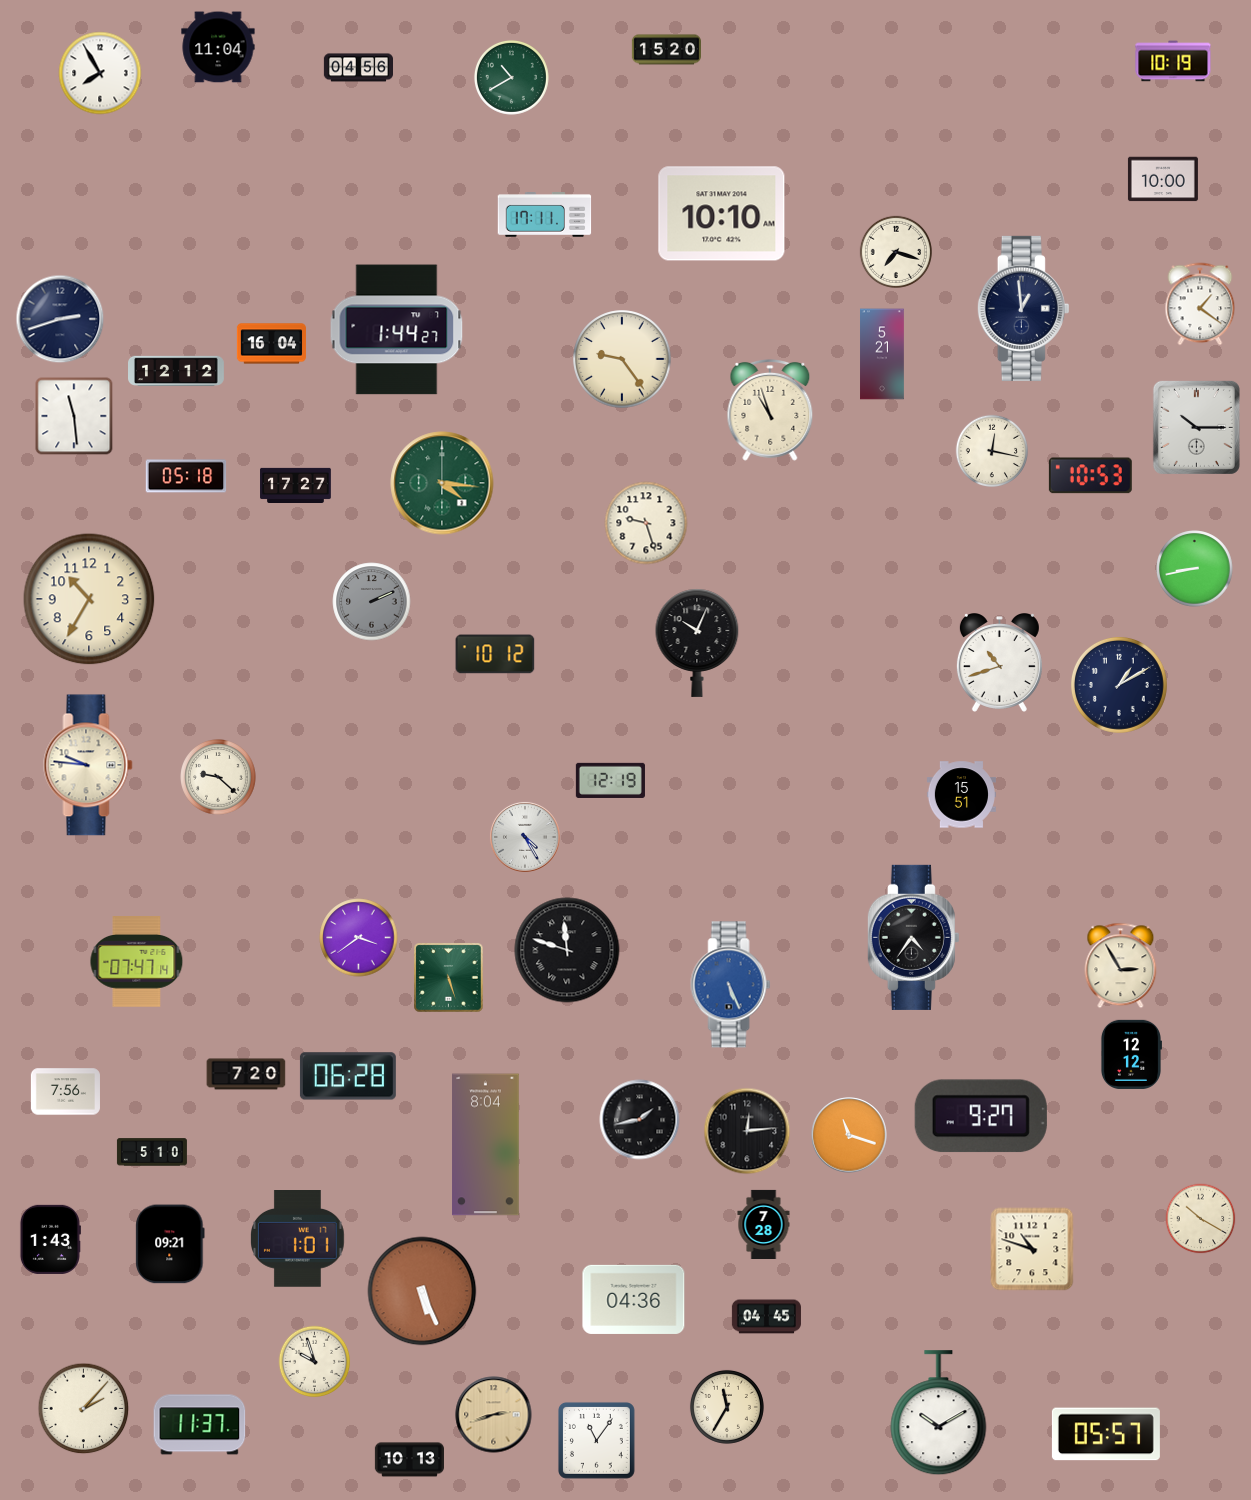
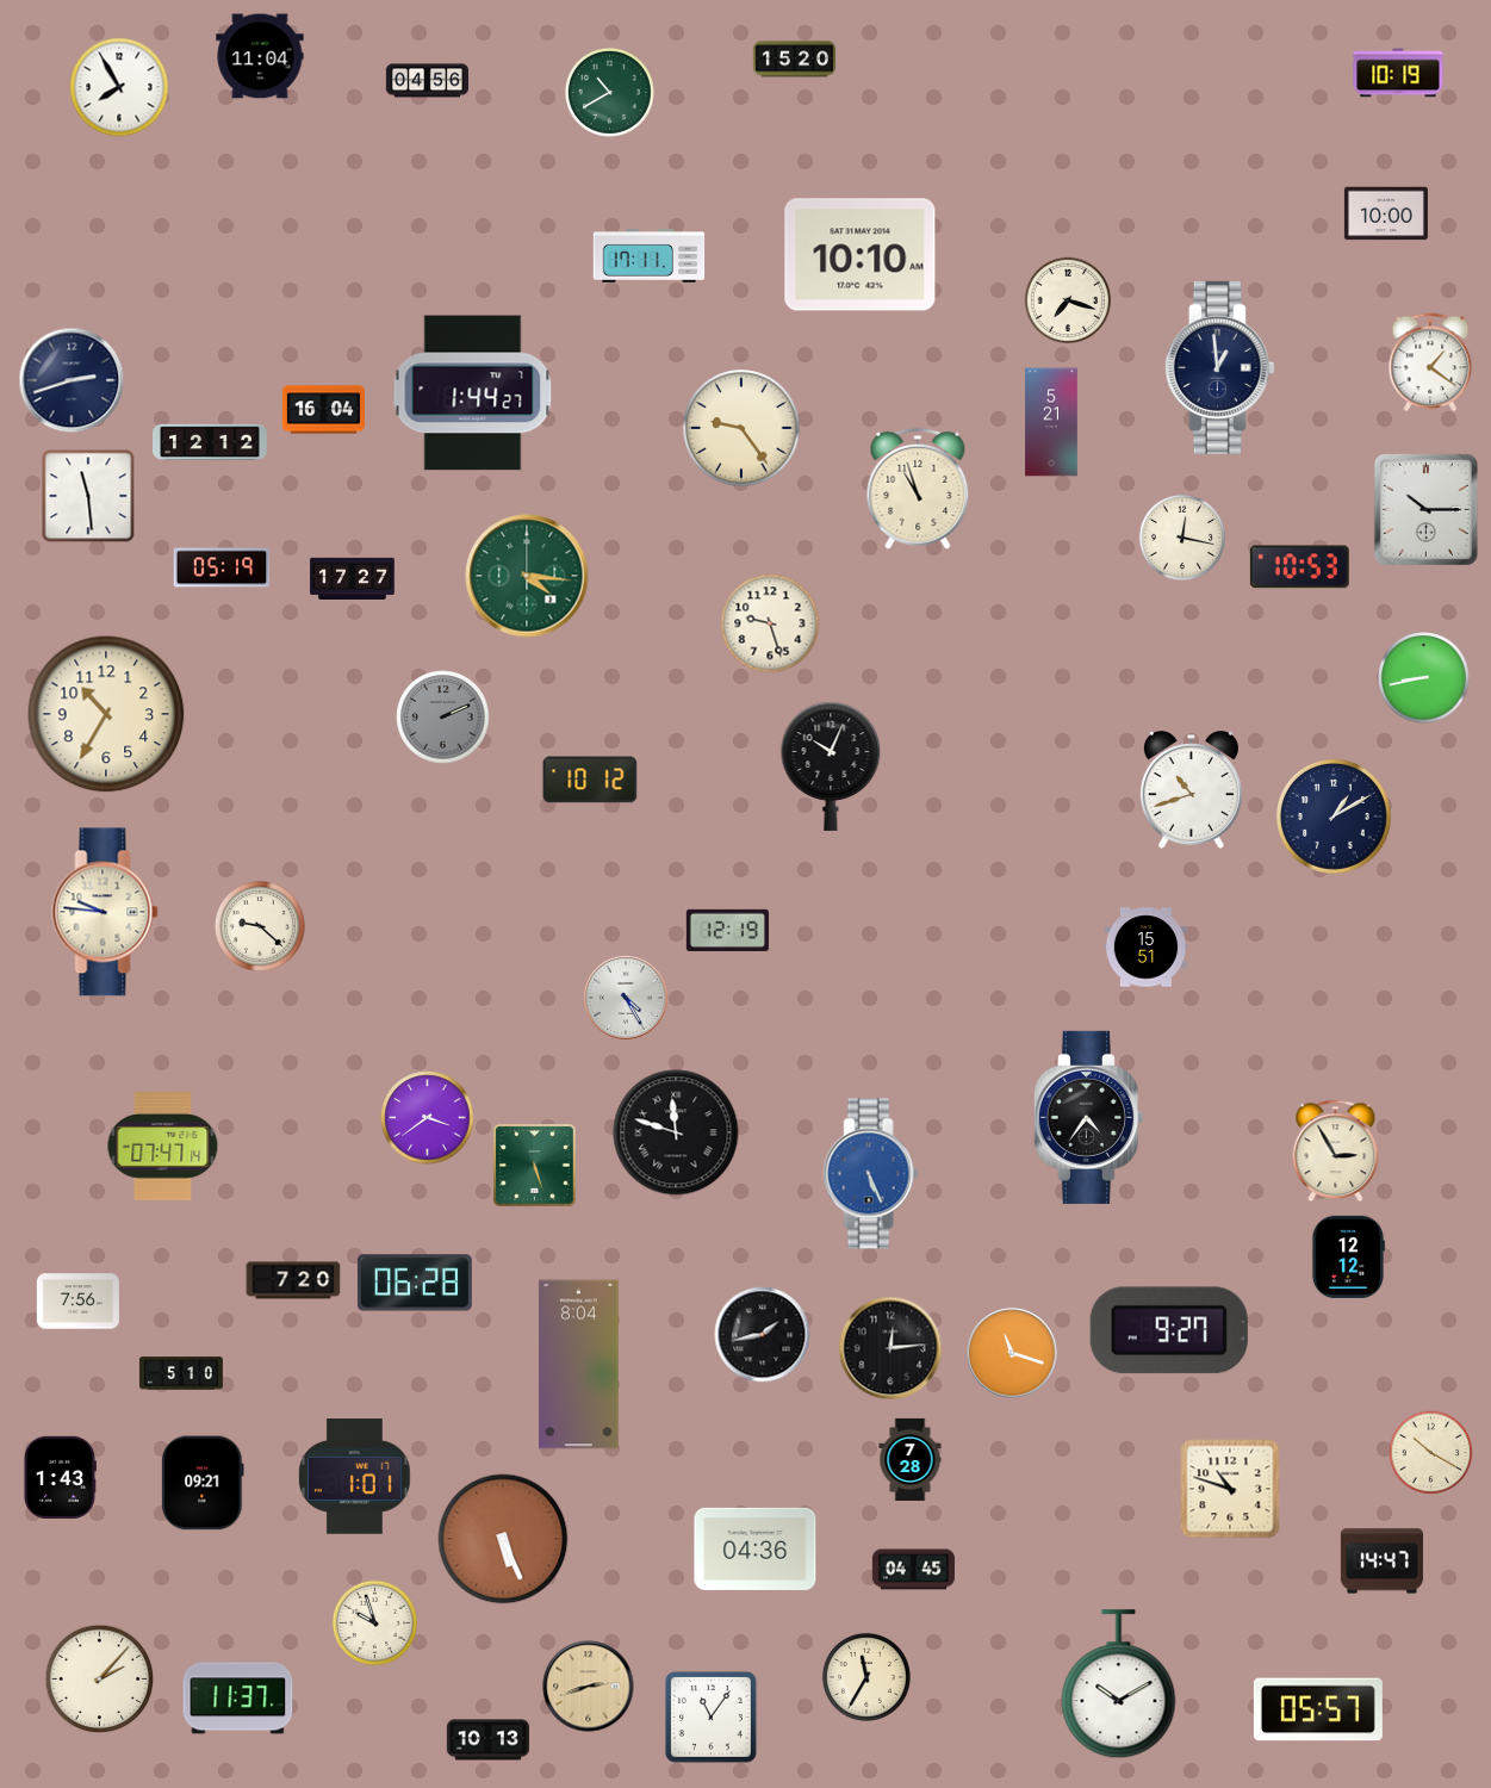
clock at (186, 476): 05:18 -> 05:19
clock at (1381, 1562): none -> 14:47
